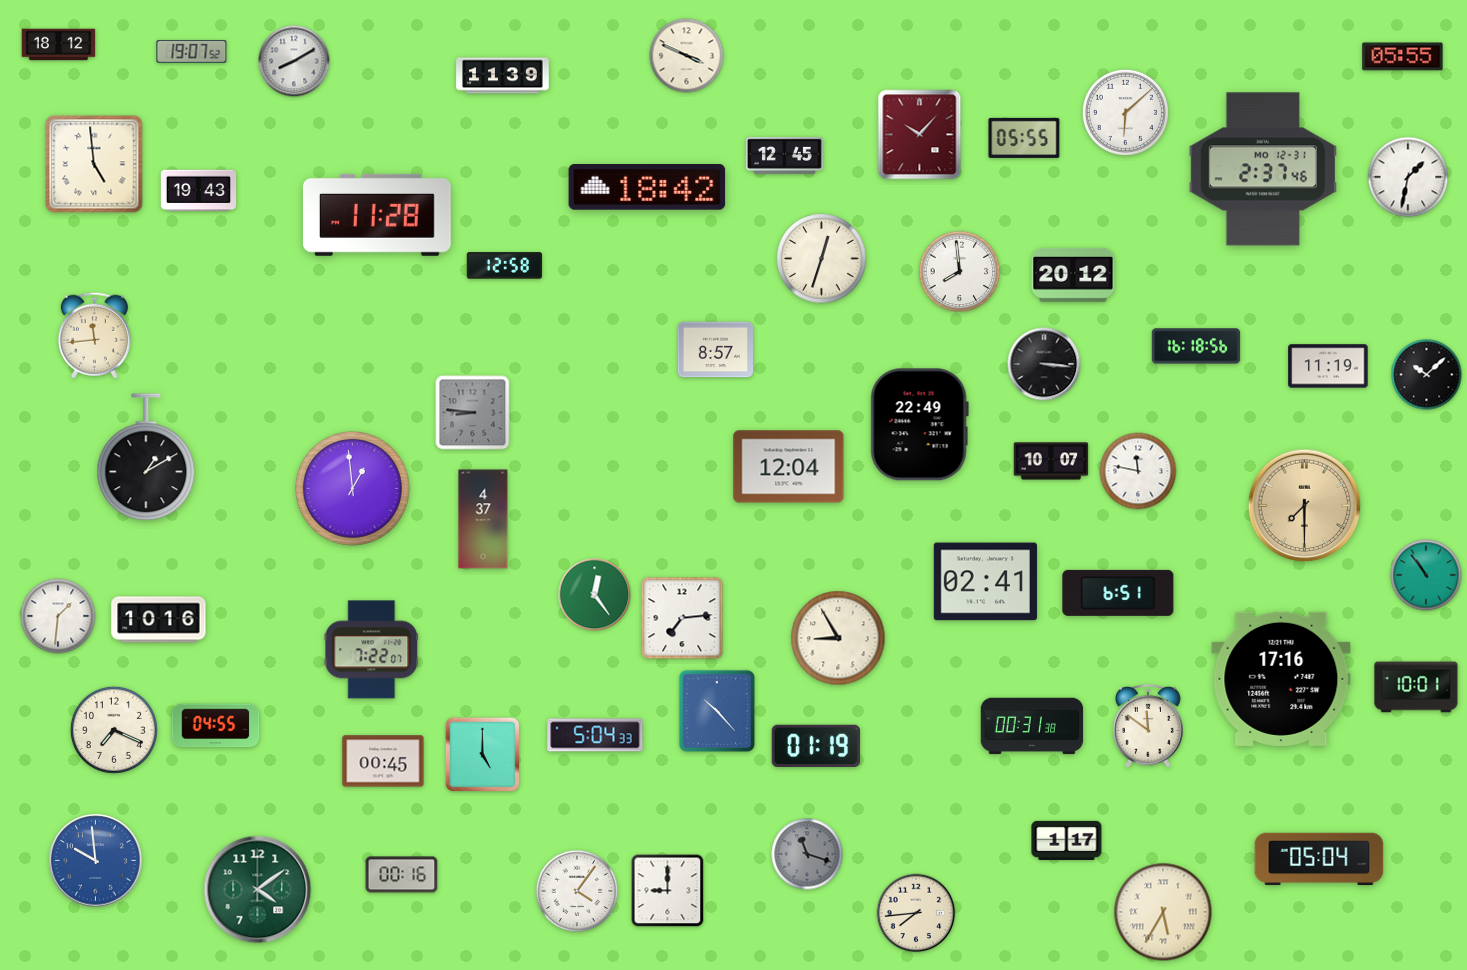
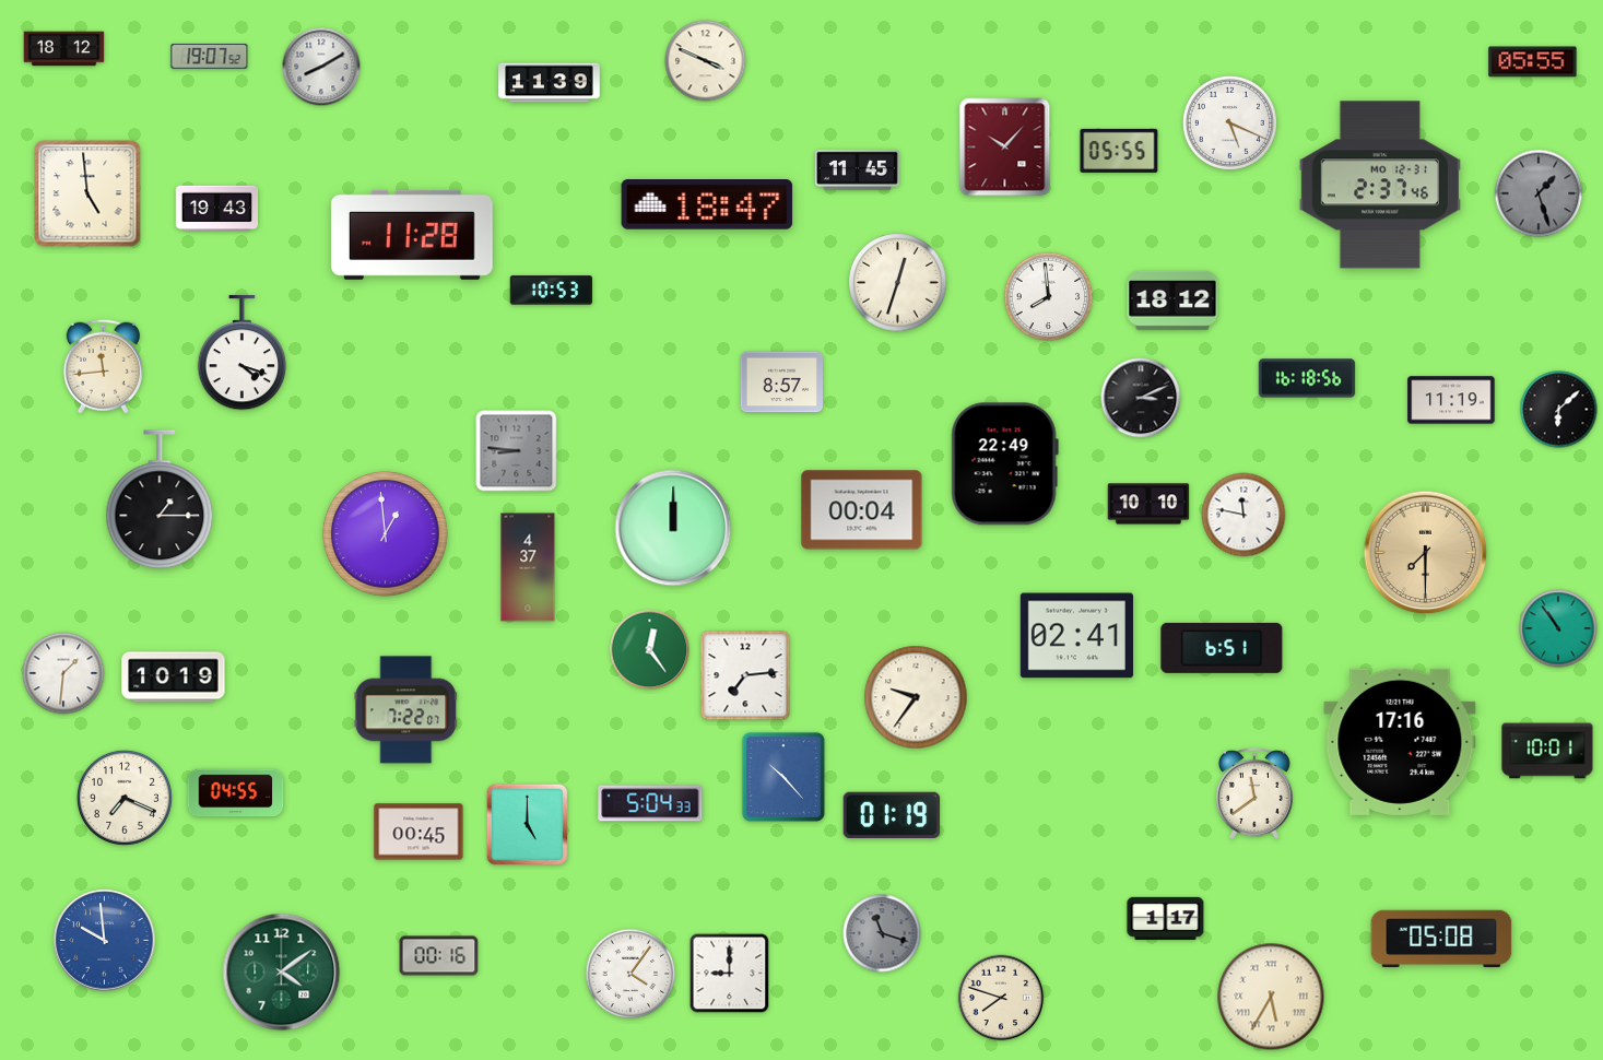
clock at (687, 56) position: (687, 56) -> (706, 61)
clock at (1125, 112): 6:08 -> 5:19
clock at (784, 155): 12:45 -> 11:45
clock at (94, 164) position: (94, 164) -> (87, 193)
clock at (1408, 177): 1:32 -> 1:27
clock at (1408, 177) dial: white -> grey
clock at (647, 188): 18:42 -> 18:47
clock at (504, 266): 12:58 -> 10:53
clock at (1073, 275): 20:12 -> 18:12
clock at (243, 353): none -> 4:18
clock at (1044, 364): 3:16 -> 3:11
clock at (1427, 375): 10:08 -> 6:08
clock at (146, 458): 1:10 -> 1:15
clock at (1051, 461): 10:07 -> 10:10
clock at (789, 467): 12:04 -> 00:04
clock at (673, 528): none -> 12:00
clock at (159, 620): 10:16 -> 10:19
clock at (838, 638): 8:55 -> 9:36
clock at (1032, 726): 00:31 -> none
clock at (1148, 726): 11:51 -> 11:39
clock at (1319, 859): 05:04 -> 05:08
clock at (916, 913): 7:44 -> 7:48
